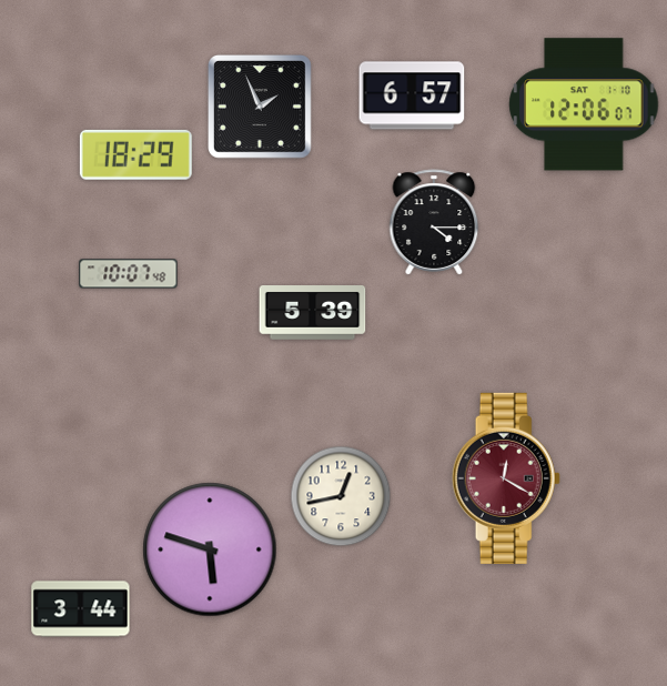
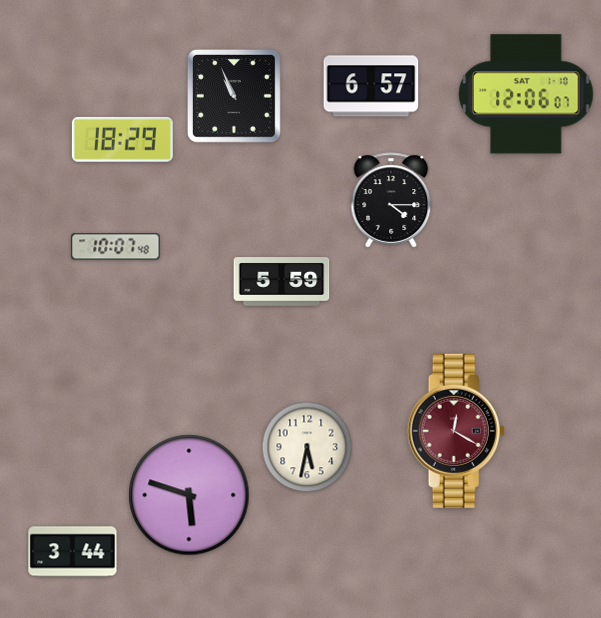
clock at (261, 108): 1:56 -> 10:56
clock at (313, 313): 5:39 -> 5:59
clock at (341, 496): 12:43 -> 5:32
clock at (81, 609) position: (81, 609) -> (73, 552)
